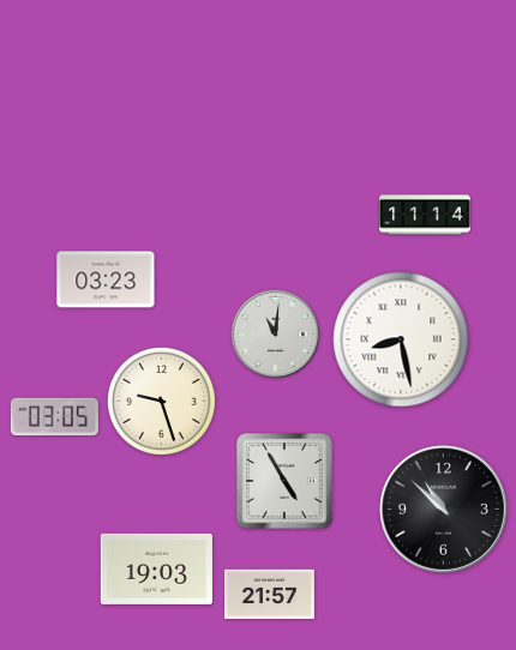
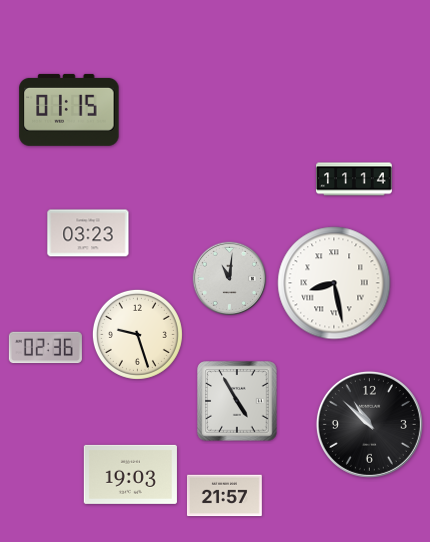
clock at (69, 110): none -> 01:15
clock at (161, 401) position: (161, 401) -> (137, 334)
clock at (54, 417): 03:05 -> 02:36
